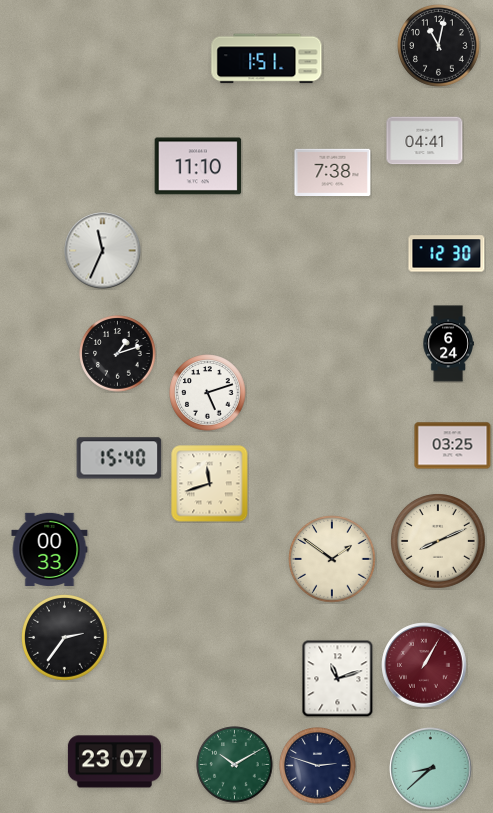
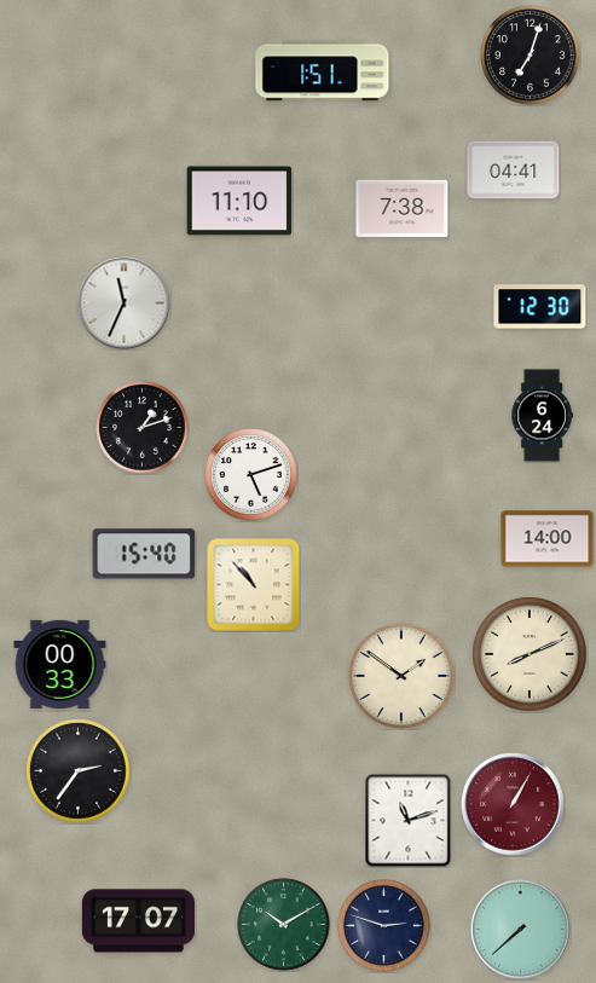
clock at (439, 46): 11:02 -> 7:03
clock at (453, 446): 03:25 -> 14:00
clock at (210, 484): 11:42 -> 10:53
clock at (114, 762): 23:07 -> 17:07
clock at (431, 769): 8:38 -> 7:38
